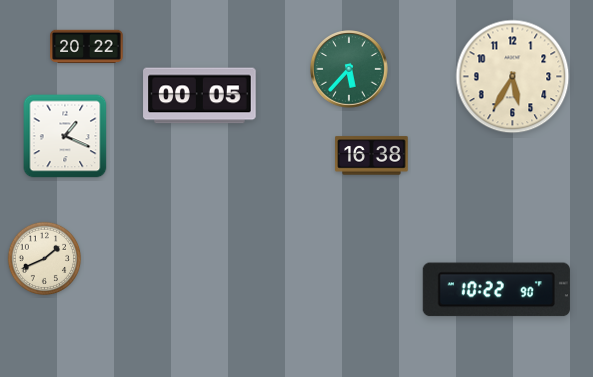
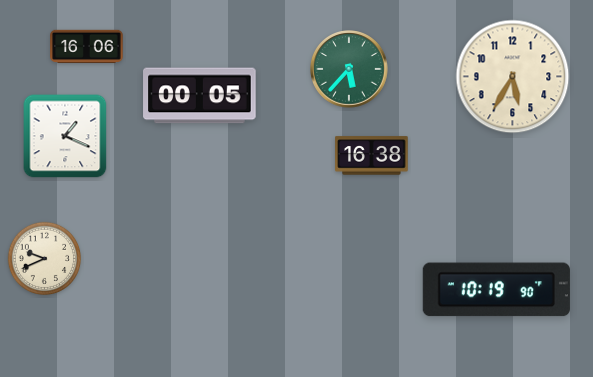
clock at (87, 47): 20:22 -> 16:06
clock at (45, 259): 1:41 -> 9:41
clock at (496, 290): 10:22 -> 10:19
